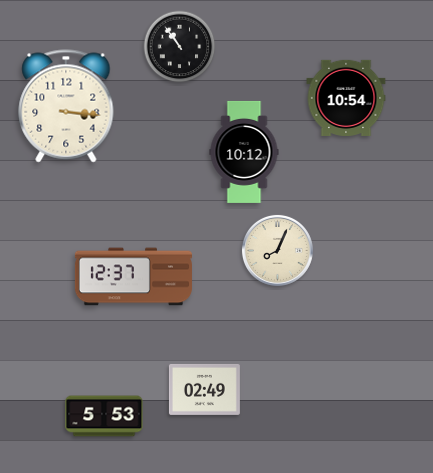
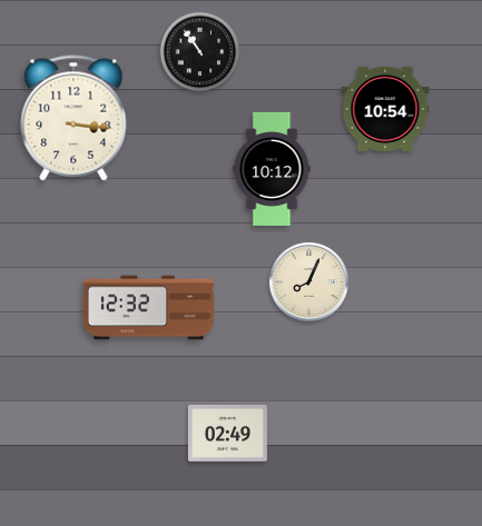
clock at (277, 250) position: (277, 250) -> (308, 281)
clock at (133, 277): 12:37 -> 12:32
clock at (104, 416): 5:53 -> none
